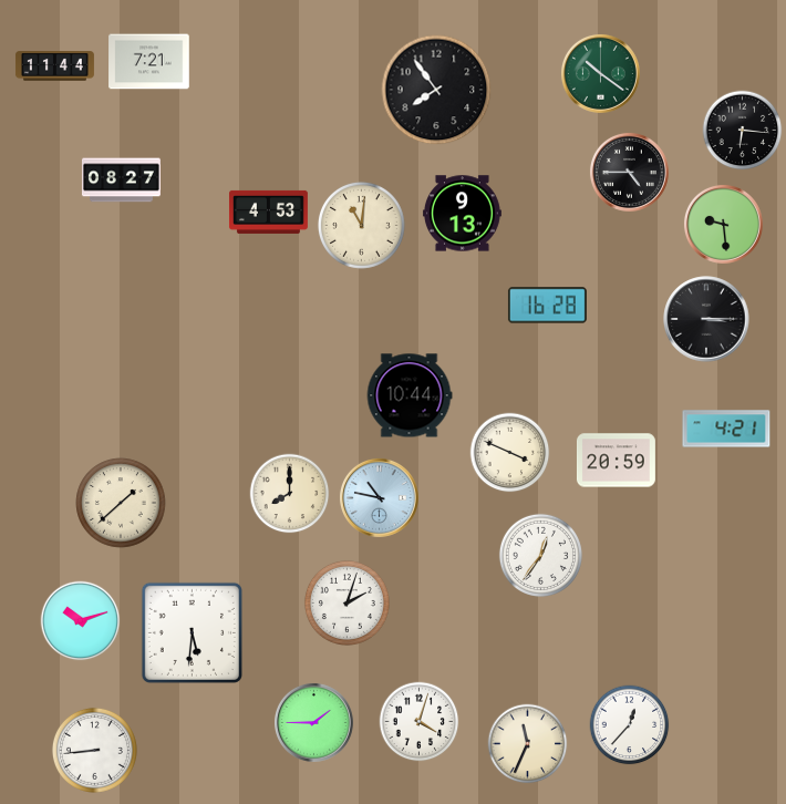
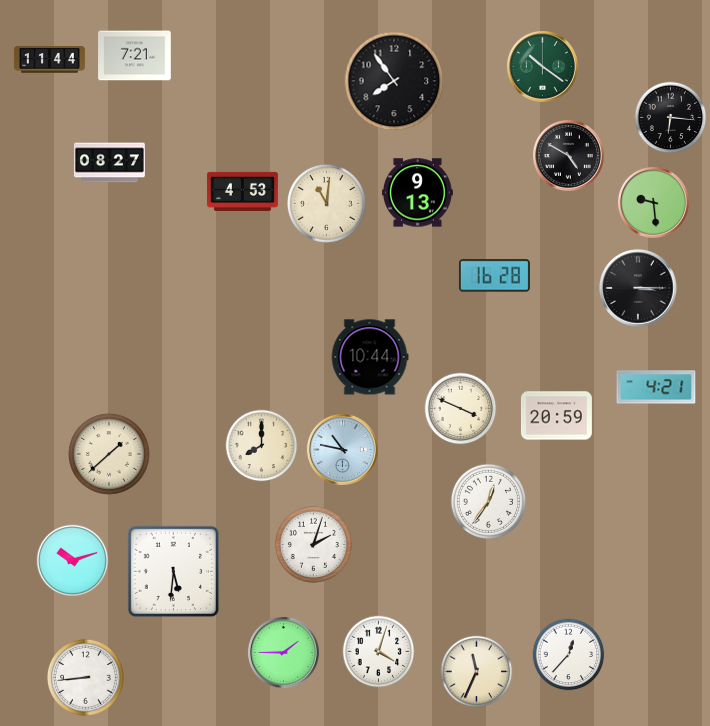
clock at (629, 172): 4:45 -> 4:50
